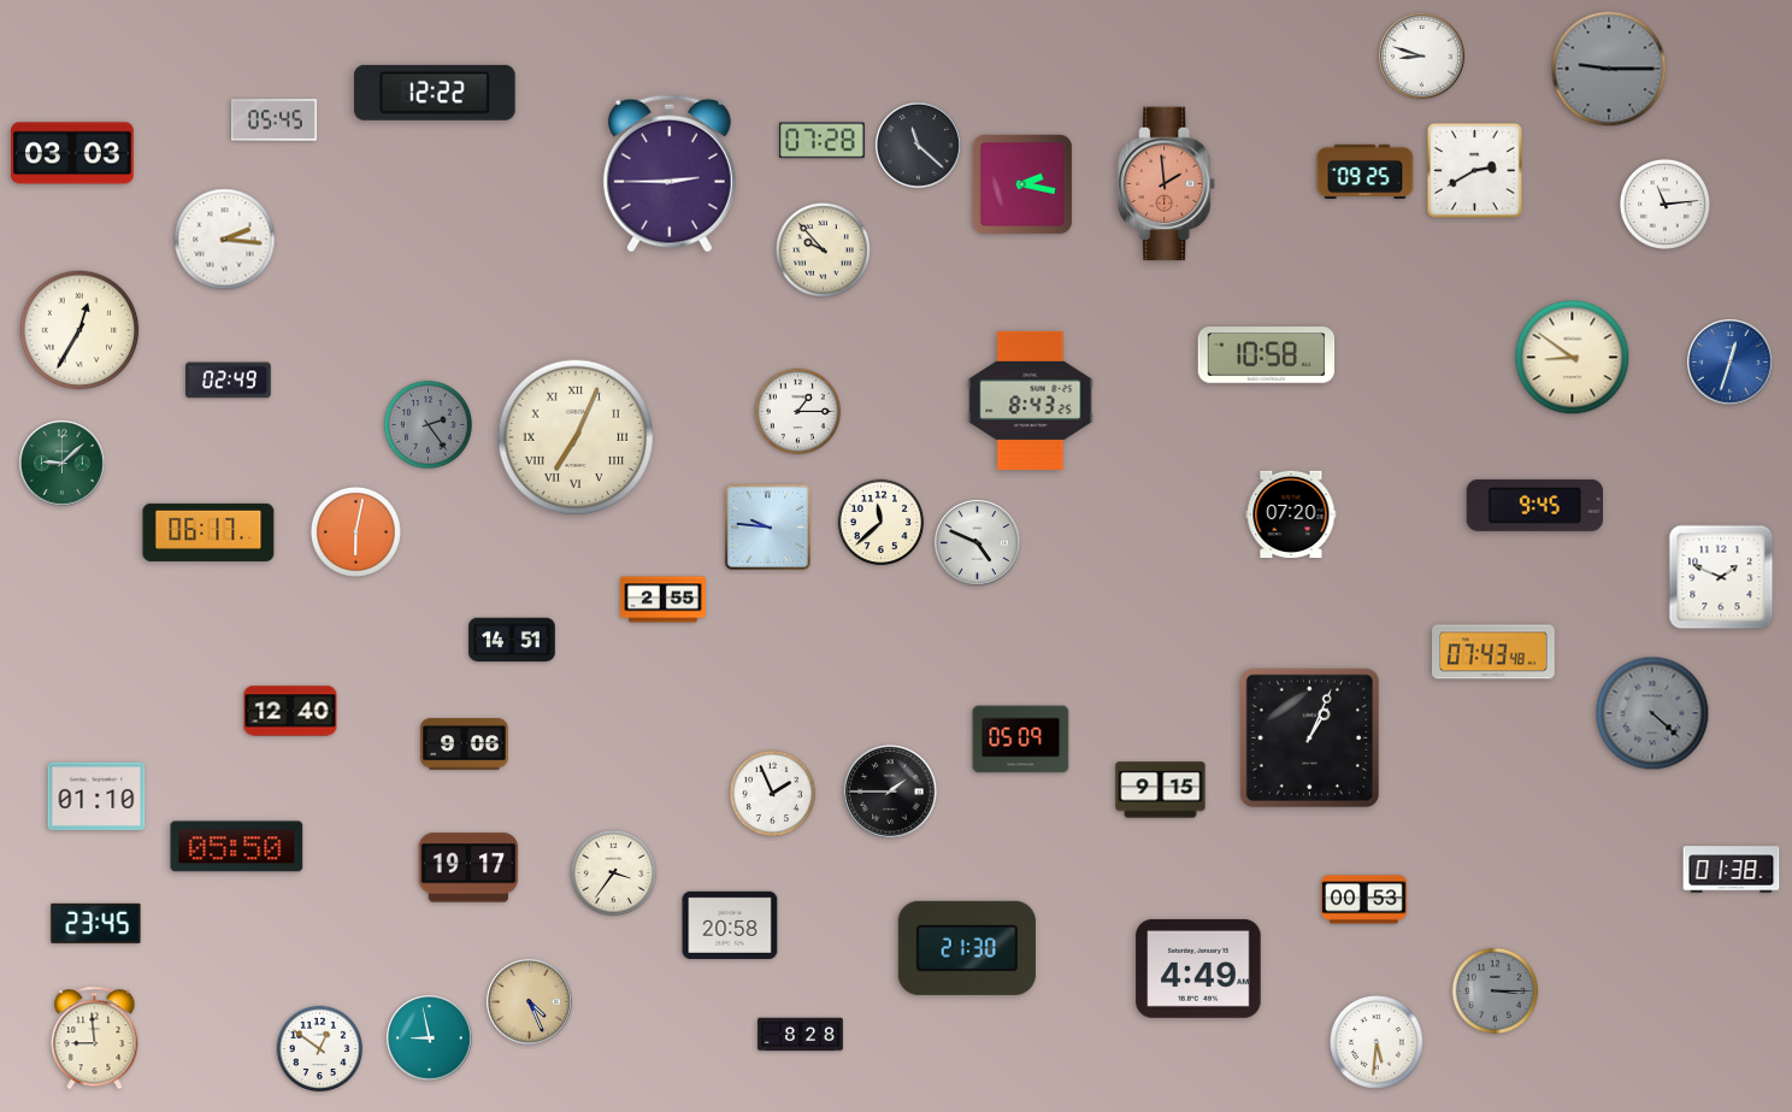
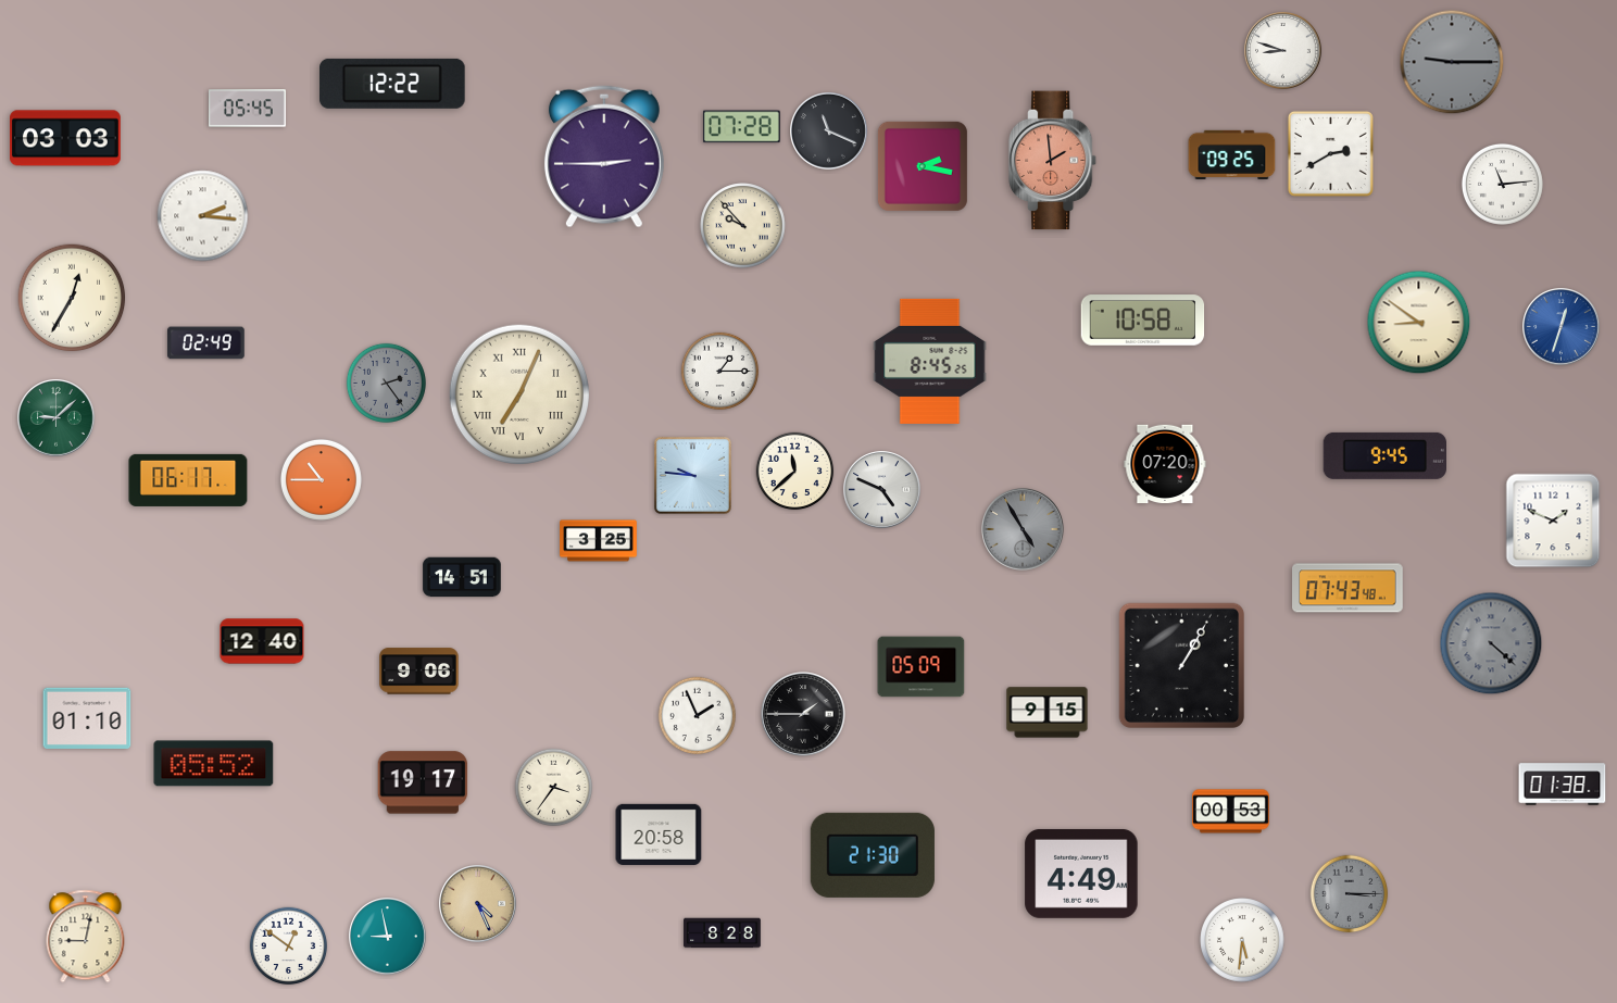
clock at (919, 146): 11:22 -> 11:19
clock at (1168, 184) position: (1168, 184) -> (1054, 161)
clock at (1031, 400): 8:43 -> 8:45
clock at (355, 531): 6:02 -> 10:45
clock at (1023, 529): none -> 4:55
clock at (664, 600): 2:55 -> 3:25
clock at (1309, 737): 1:04 -> 1:05
clock at (237, 847): 05:50 -> 05:52
clock at (96, 923): 23:45 -> none
clock at (95, 1039): 8:59 -> 9:02
